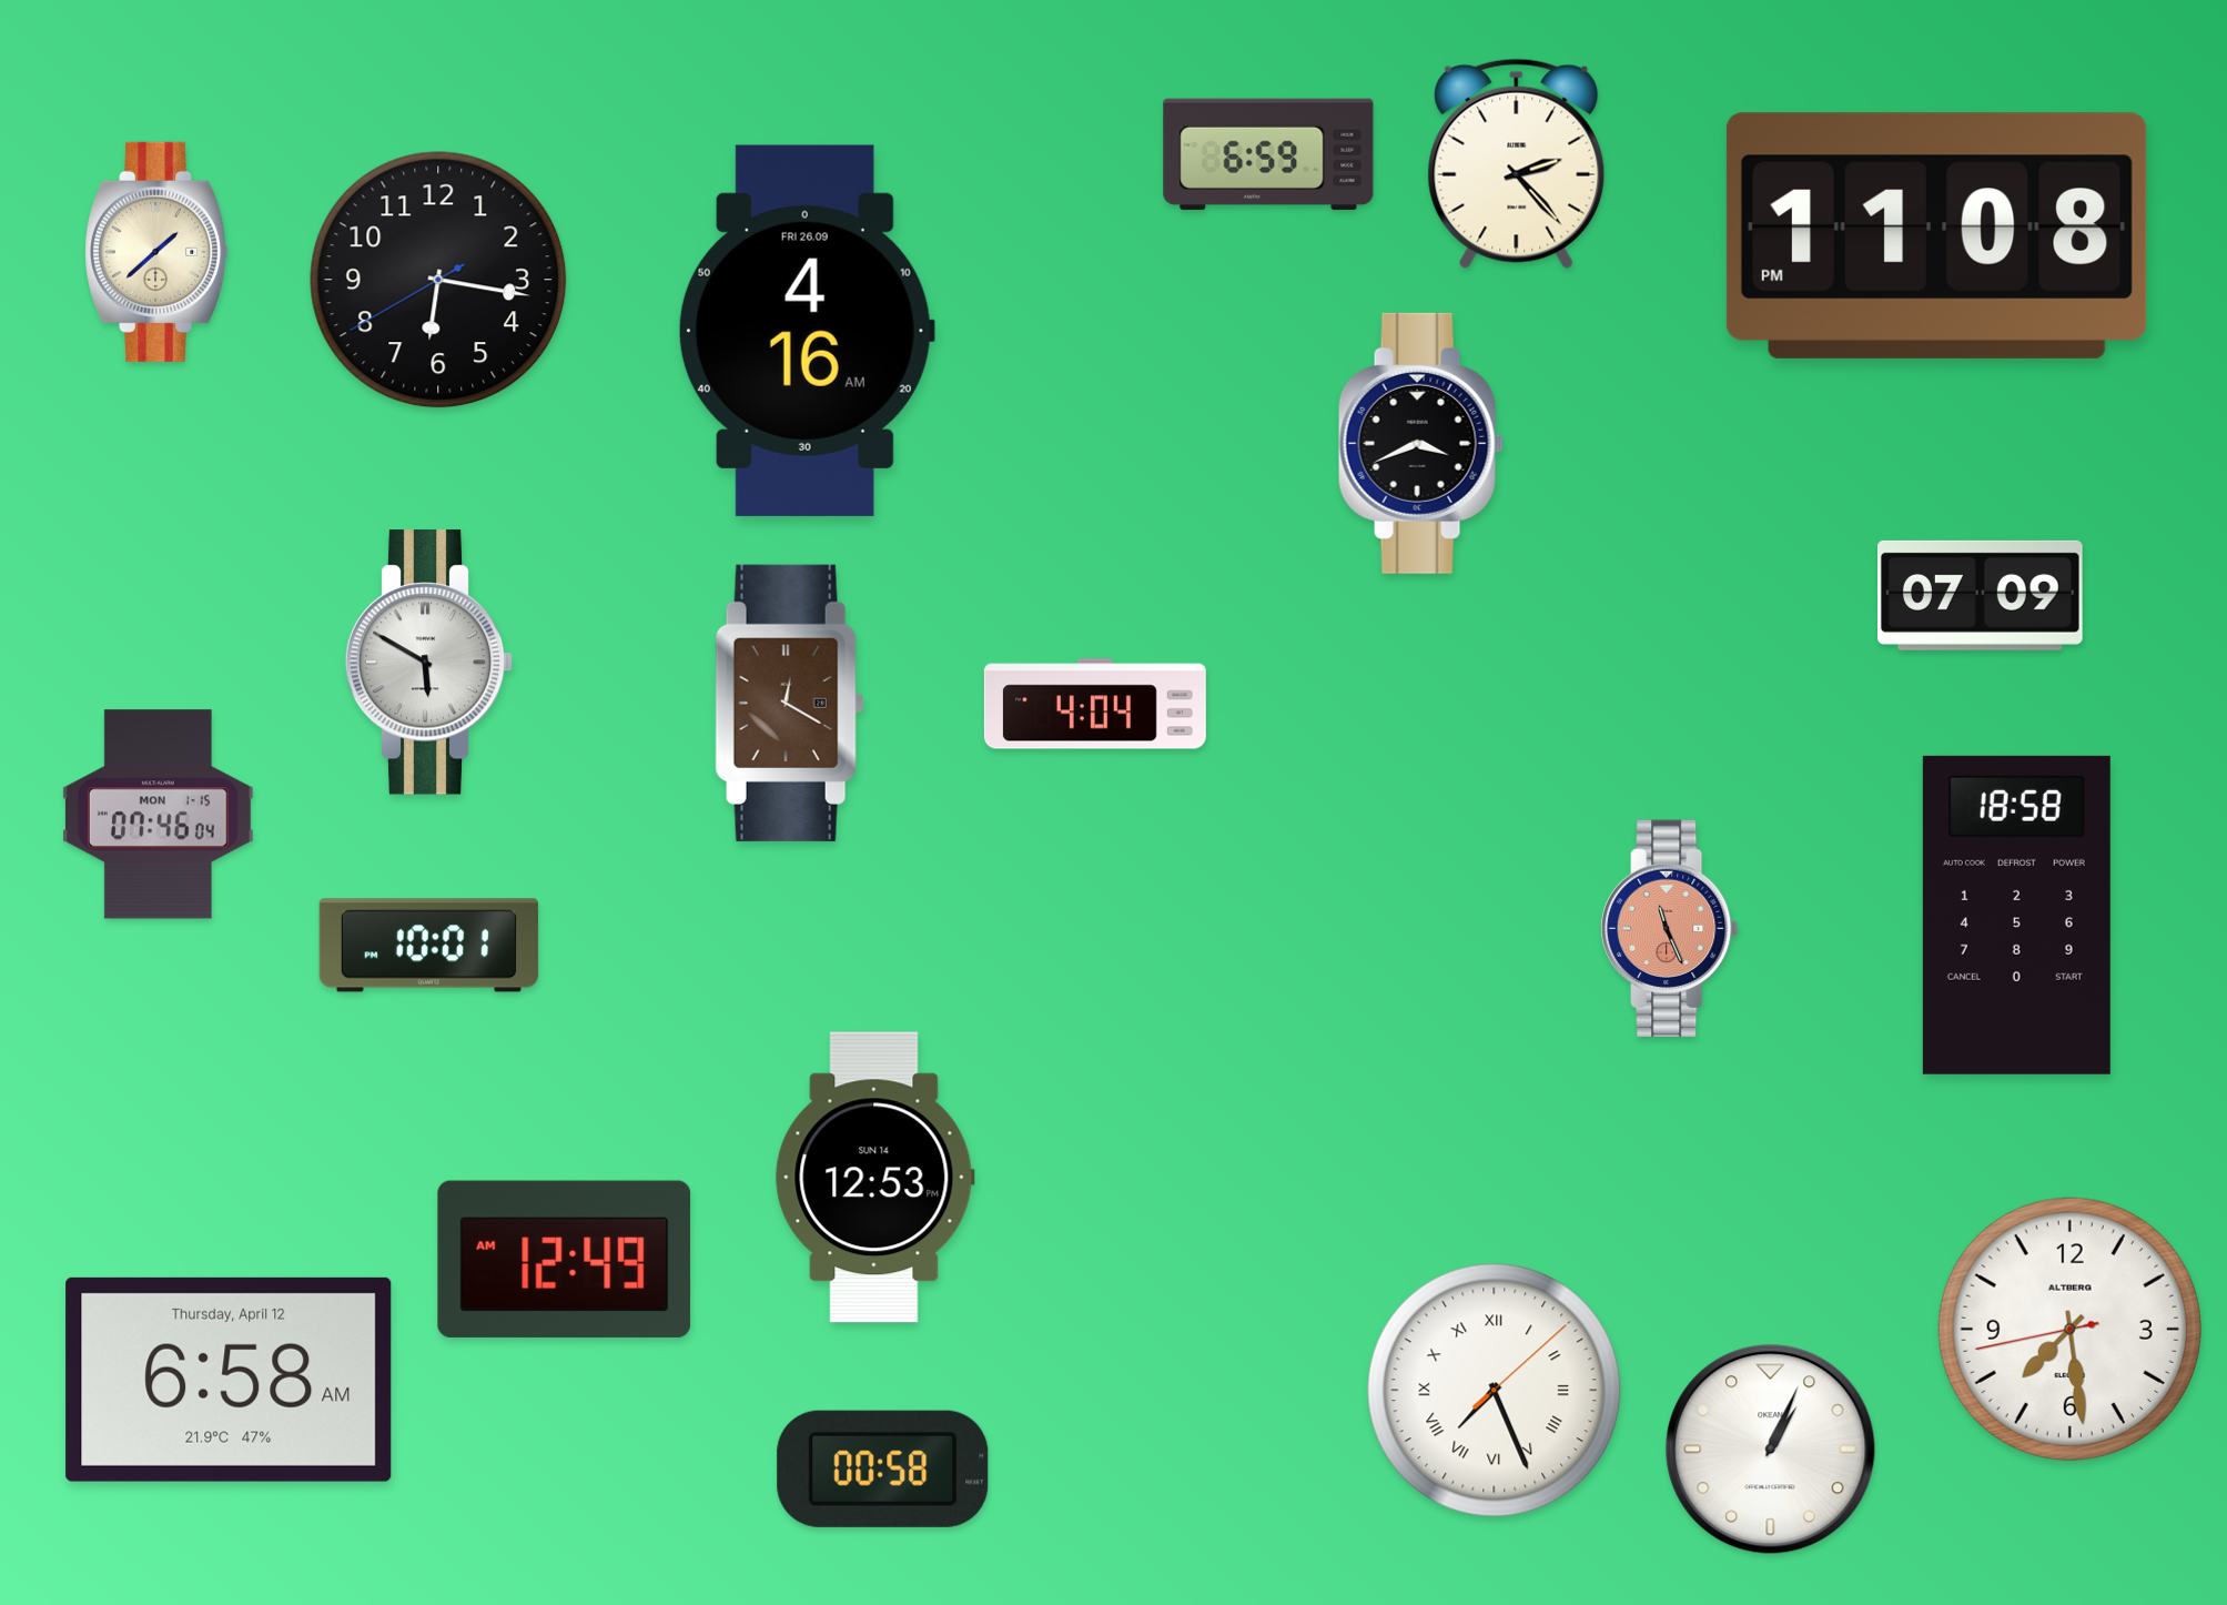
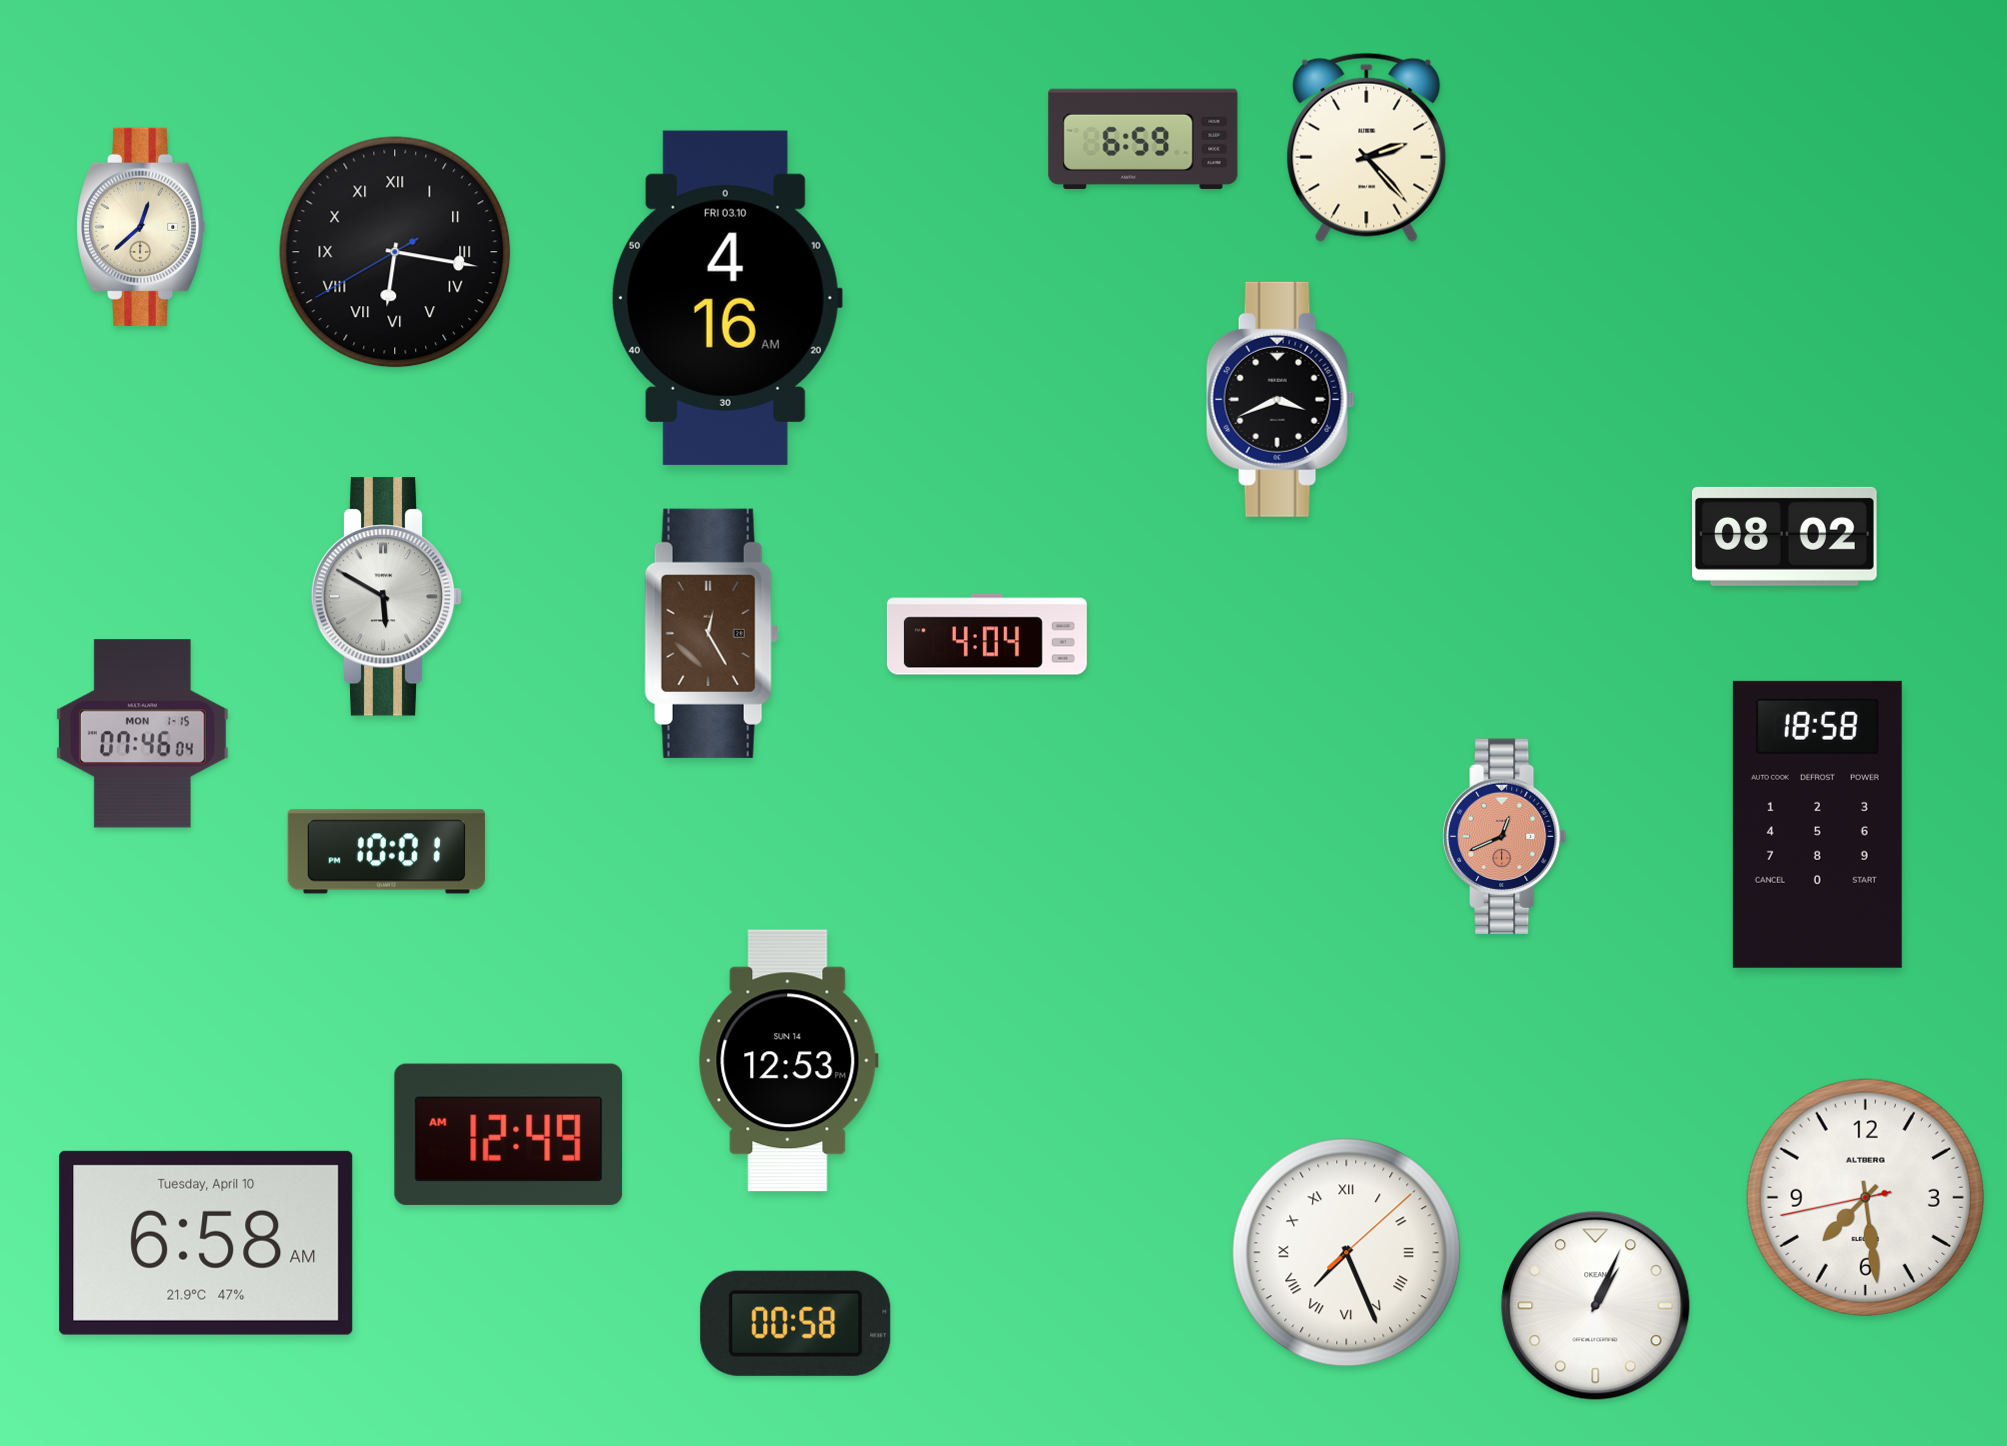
clock at (1936, 235): 11:08 -> none
clock at (158, 252): 1:38 -> 12:38
clock at (438, 280) numerals: Arabic -> Roman
clock at (807, 331) date: FRI 26.09 -> FRI 03.10
clock at (1981, 595): 07:09 -> 08:02
clock at (790, 703): 12:20 -> 12:25
clock at (1670, 929): 11:26 -> 12:41
clock at (229, 1380) date: Thursday, April 12 -> Tuesday, April 10
